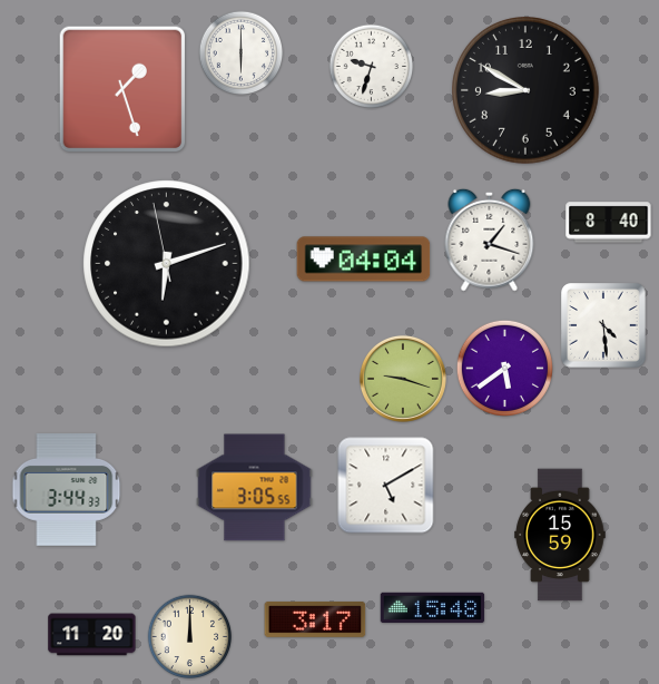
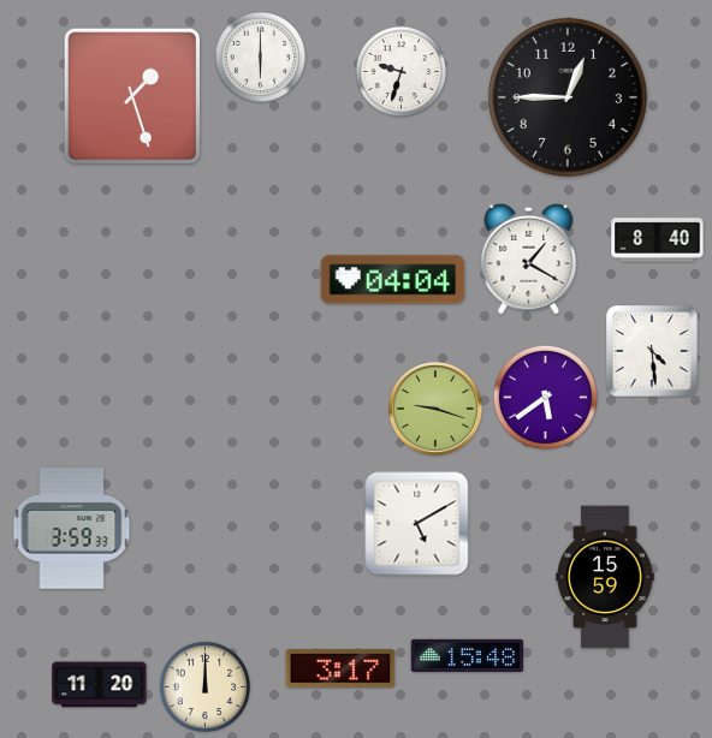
clock at (527, 91): 8:50 -> 12:45
clock at (490, 240): 1:18 -> 1:20
clock at (167, 264): 6:11 -> none
clock at (255, 488): 3:05 -> none
clock at (67, 490): 3:44 -> 3:59
